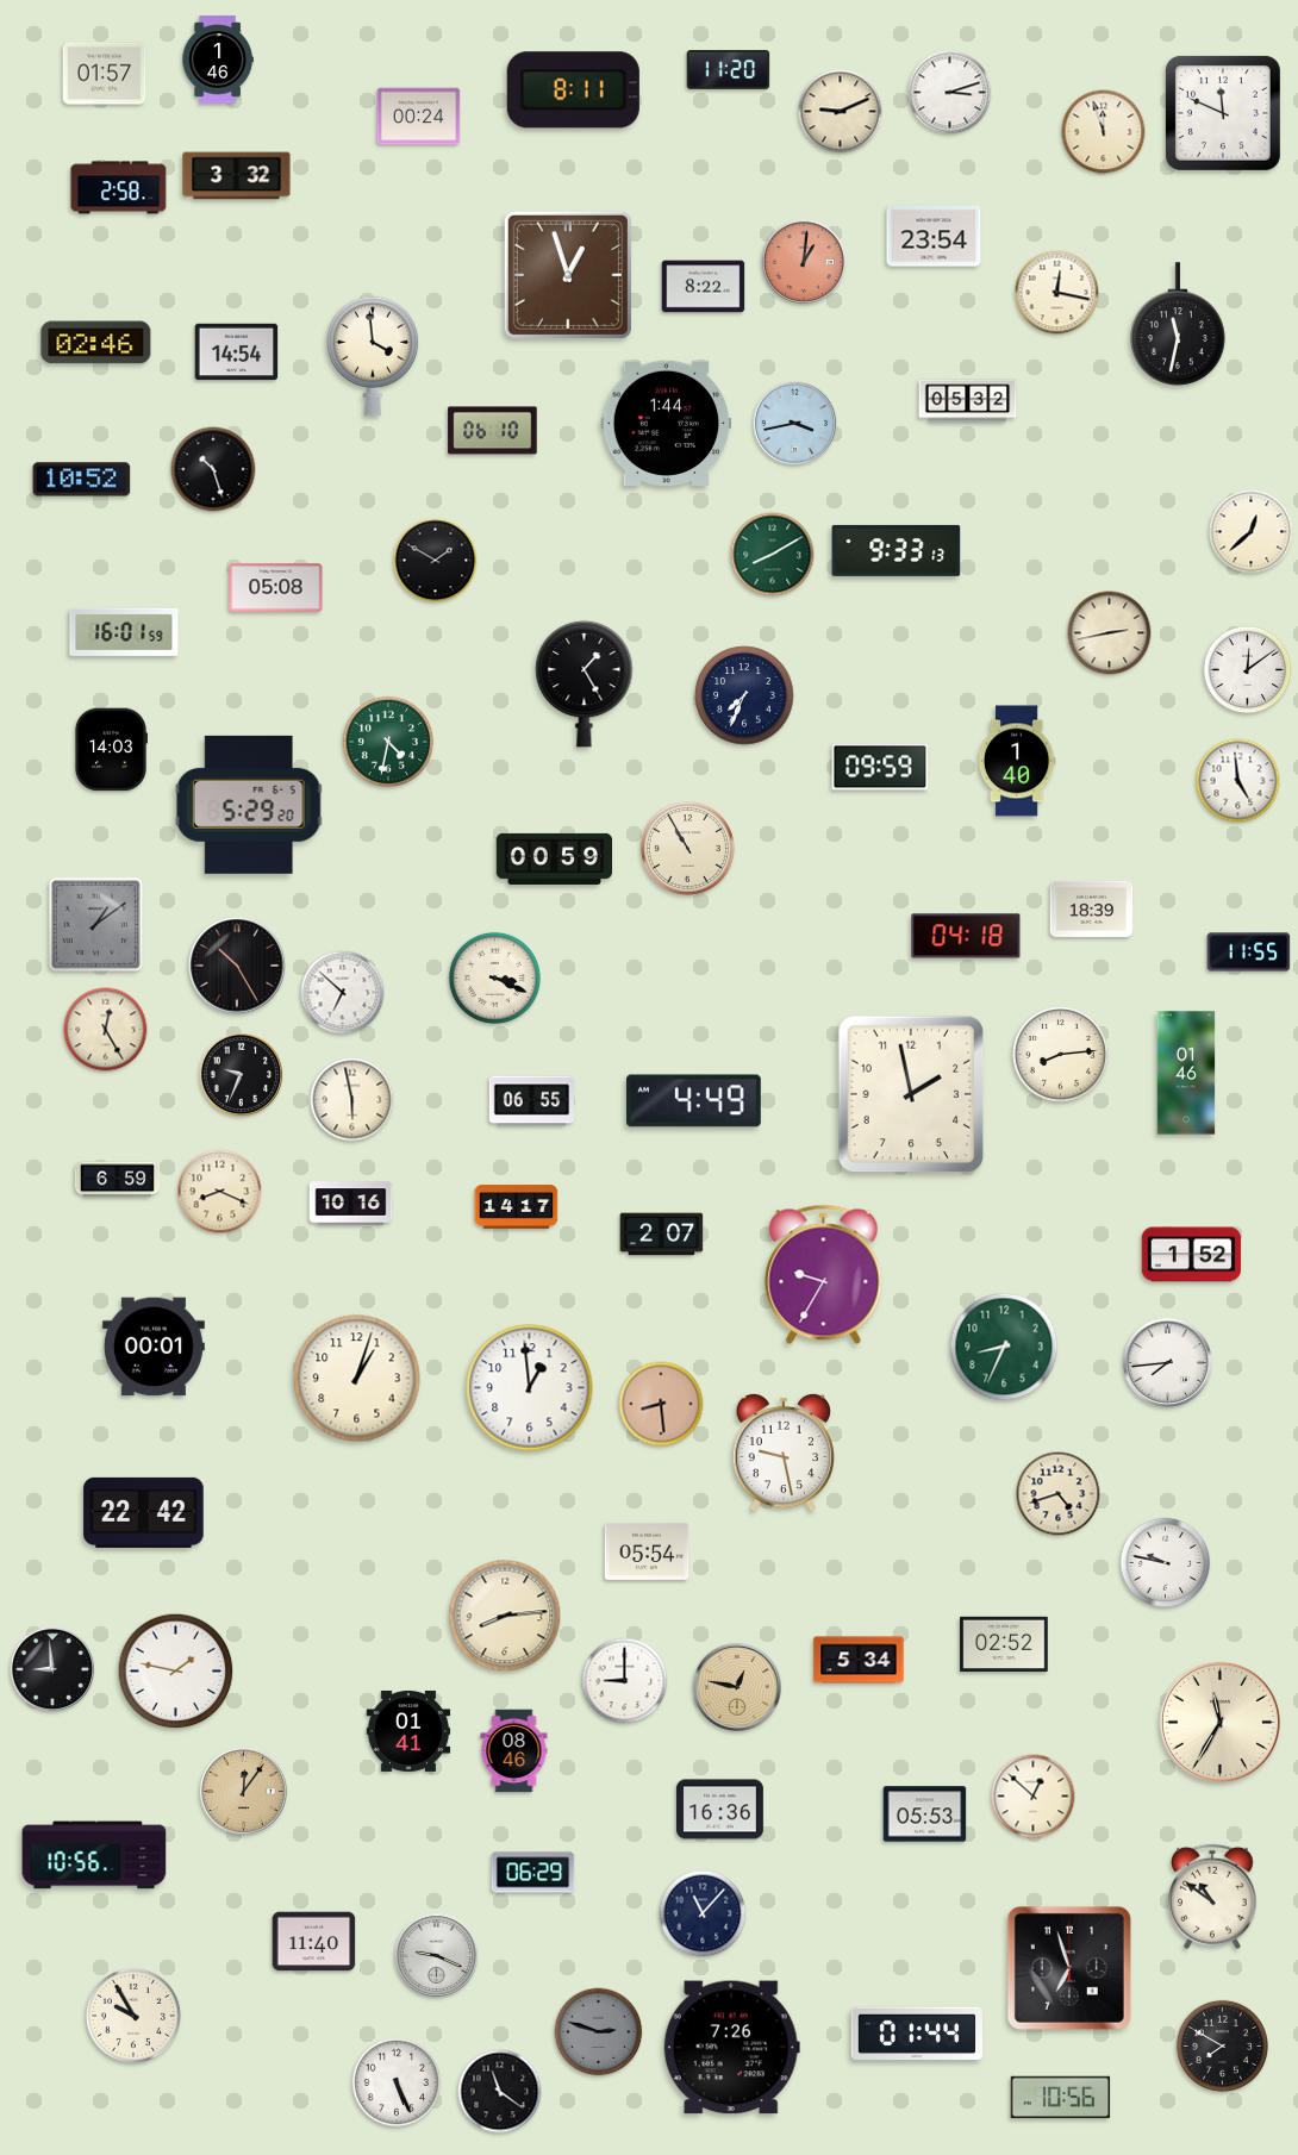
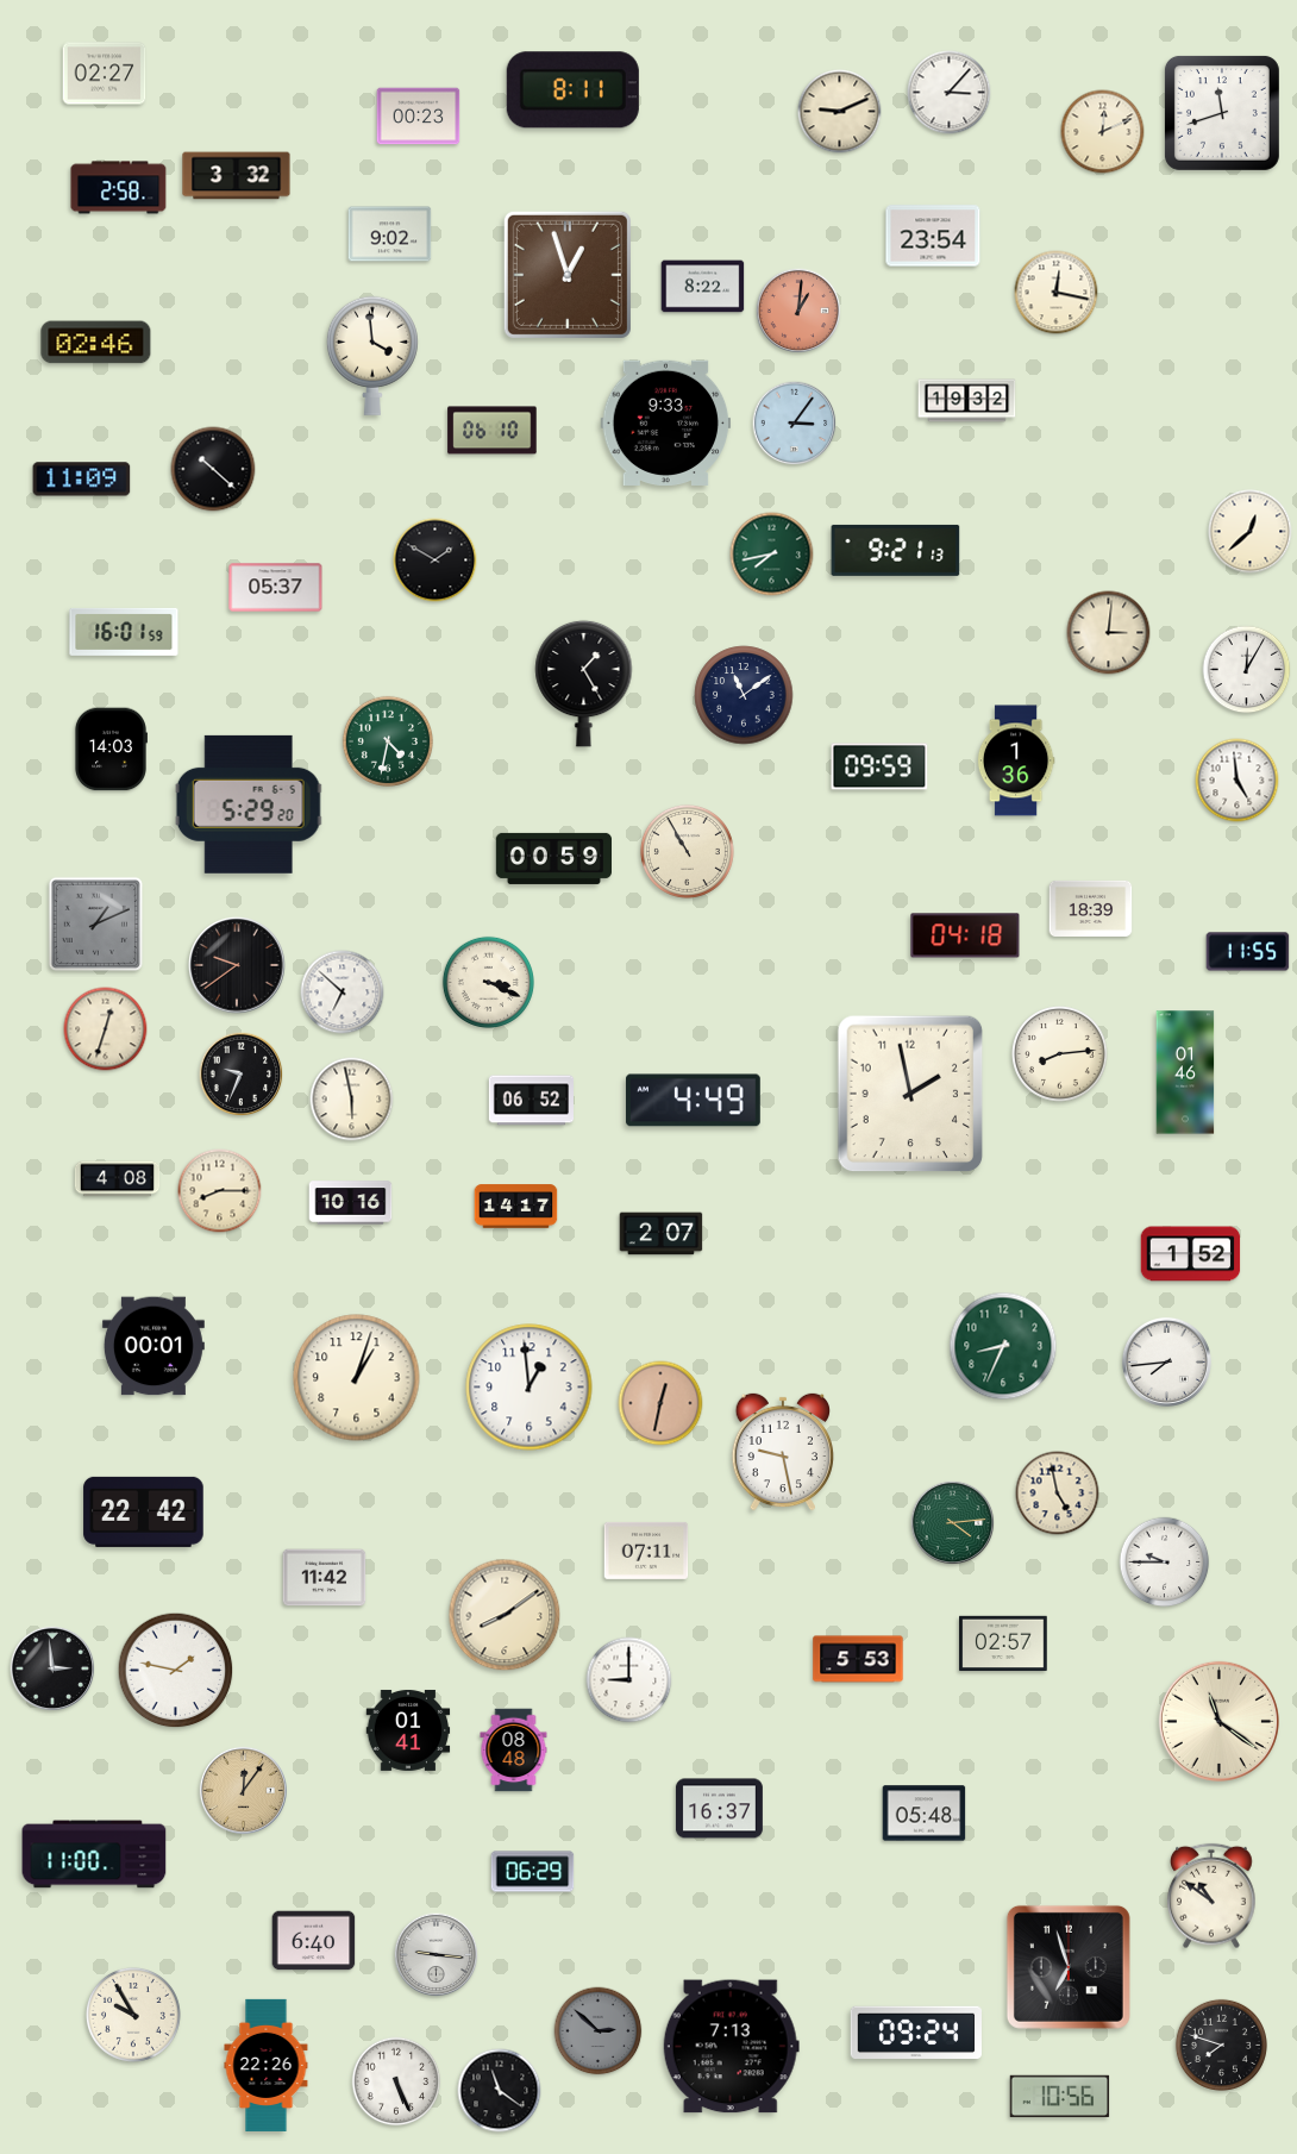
clock at (218, 60): 1:46 -> none
clock at (729, 70): 11:20 -> none
clock at (105, 74): 01:57 -> 02:27
clock at (950, 93): 3:12 -> 3:07
clock at (1223, 113): 11:49 -> 11:42
clock at (419, 117): 00:24 -> 00:23
clock at (1104, 132): 11:57 -> 12:11
clock at (390, 234): none -> 9:02
clock at (804, 262) position: (804, 262) -> (798, 311)
clock at (1179, 324): 11:32 -> none
clock at (237, 352): 14:54 -> none
clock at (968, 401): 05:32 -> 19:32
clock at (667, 423): 1:44 -> 9:33
clock at (795, 424): 3:43 -> 3:06
clock at (213, 469): 10:27 -> 10:22
clock at (82, 480): 10:52 -> 11:09
clock at (897, 550): 9:33 -> 9:21
clock at (773, 555): 8:10 -> 7:43
clock at (276, 588): 05:08 -> 05:37
clock at (1110, 633): 2:43 -> 3:01
clock at (1248, 670): 12:09 -> 12:05
clock at (744, 695): 7:34 -> 11:09
clock at (1017, 761): 1:40 -> 1:36
clock at (687, 848) position: (687, 848) -> (687, 851)
clock at (95, 924): 1:09 -> 1:11
clock at (237, 966): 10:25 -> 9:39
clock at (494, 977) position: (494, 977) -> (488, 982)
clock at (106, 1030): 12:25 -> 12:33
clock at (531, 1101): 06:55 -> 06:52
clock at (118, 1180): 6:59 -> 4:08
clock at (220, 1192): 8:19 -> 8:15
clock at (824, 1274): 9:35 -> none
clock at (661, 1404): 8:29 -> 12:32
clock at (1059, 1494): 4:42 -> 4:58
clock at (953, 1523): none -> 4:14
clock at (647, 1551): 05:54 -> 07:11
clock at (1166, 1563): 9:47 -> 9:45
clock at (325, 1578): none -> 11:42
clock at (505, 1616): 8:14 -> 8:09
clock at (1004, 1644): 02:52 -> 02:57
clock at (859, 1660): 5:34 -> 5:53
clock at (52, 1669): 8:59 -> 2:59
clock at (625, 1681) position: (625, 1681) -> (629, 1680)
clock at (737, 1687): 12:47 -> none
clock at (1219, 1722): 11:35 -> 11:21
clock at (514, 1751): 08:46 -> 08:48
clock at (1034, 1797): 12:52 -> none
clock at (719, 1810): 16:36 -> 16:37
clock at (925, 1814): 05:53 -> 05:48
clock at (94, 1855): 10:56 -> 11:00
clock at (703, 1913): 11:07 -> none
clock at (314, 1942): 11:40 -> 6:40
clock at (437, 1956): 9:19 -> 9:16
clock at (599, 2032): 2:48 -> 2:52
clock at (916, 2034): 01:44 -> 09:24
clock at (1222, 2045): 7:50 -> 7:48
clock at (731, 2048): 7:26 -> 7:13
clock at (267, 2065): none -> 22:26
